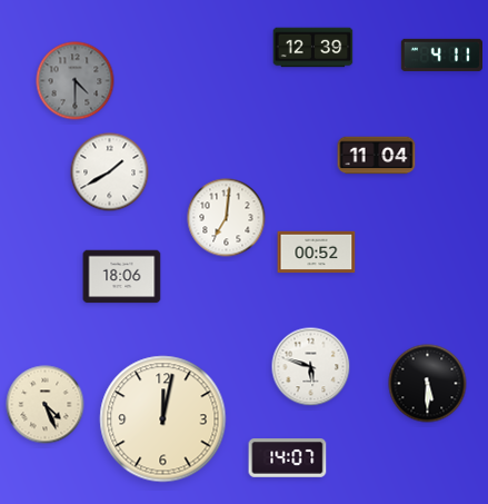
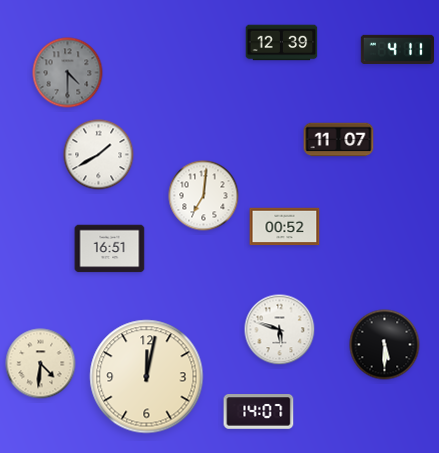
clock at (377, 156): 11:04 -> 11:07
clock at (122, 277): 18:06 -> 16:51
clock at (46, 405): 4:26 -> 4:31
